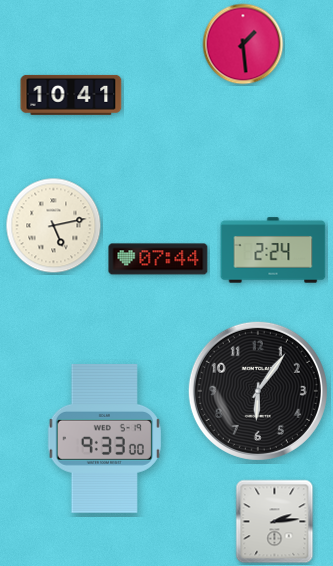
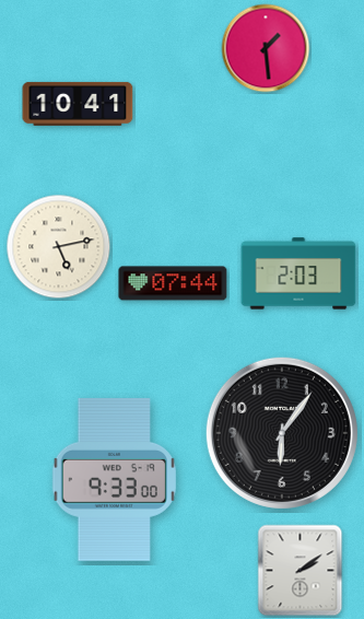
clock at (273, 250): 2:24 -> 2:03
clock at (258, 391) position: (258, 391) -> (282, 433)
clock at (275, 522): 2:14 -> 2:09
